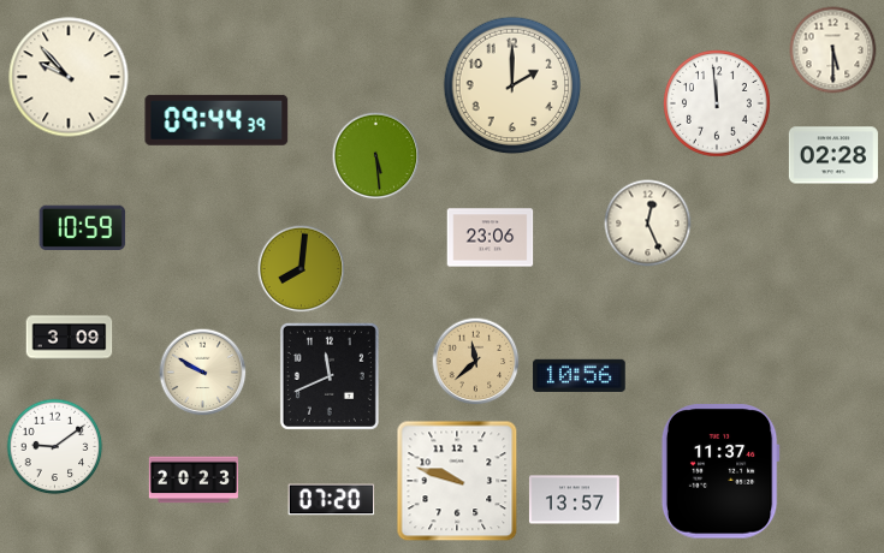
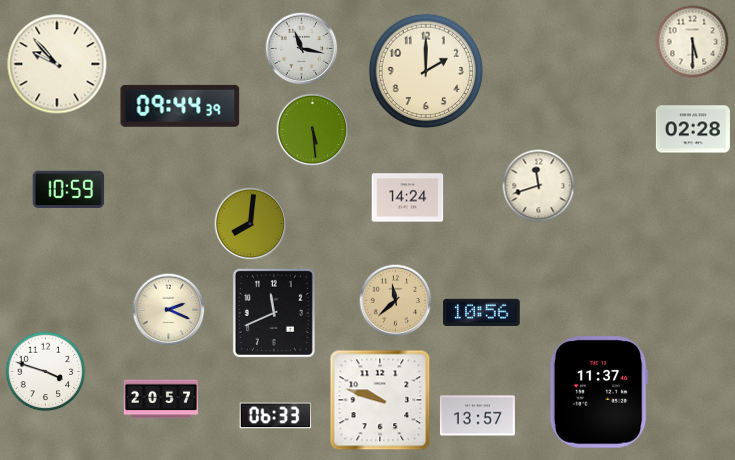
clock at (302, 49): none -> 11:17
clock at (718, 105): 11:59 -> none
clock at (216, 120) position: (216, 120) -> (180, 106)
clock at (648, 224): 12:26 -> 11:42
clock at (491, 238): 23:06 -> 14:24
clock at (70, 338): 3:09 -> none
clock at (203, 373): 9:50 -> 2:19
clock at (55, 447): 9:09 -> 3:48
clock at (194, 480): 20:23 -> 20:57
clock at (332, 500): 07:20 -> 06:33
